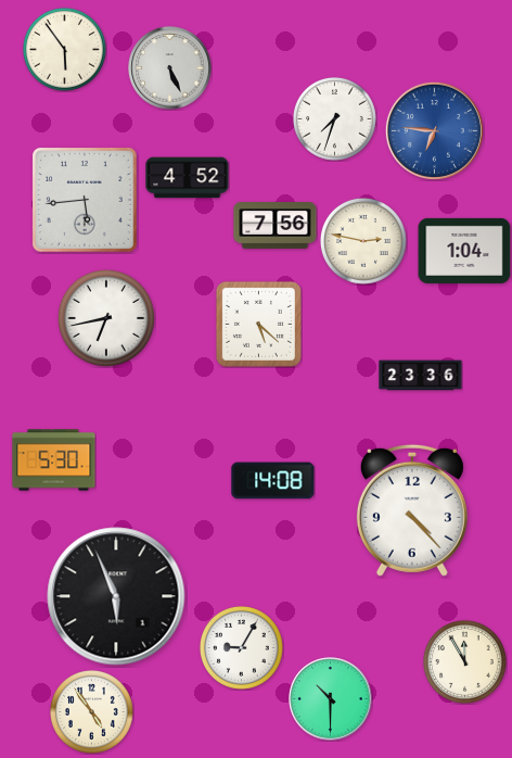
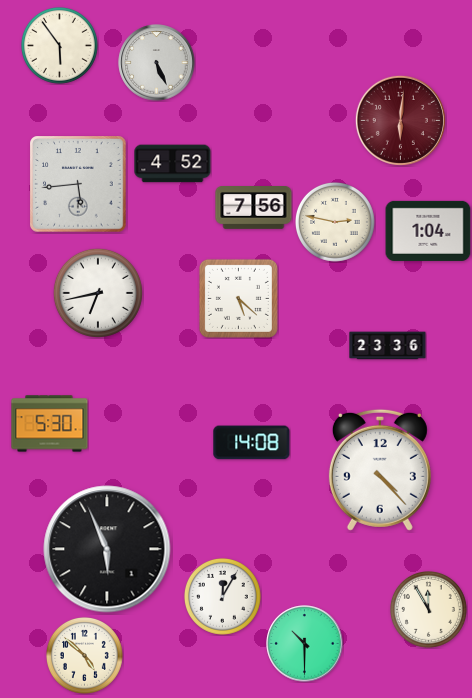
clock at (334, 118): 7:33 -> none
clock at (434, 130): 6:46 -> 6:01
clock at (434, 130) dial: blue -> burgundy
clock at (241, 647): 9:05 -> 12:05
clock at (91, 711): 4:54 -> 4:52
